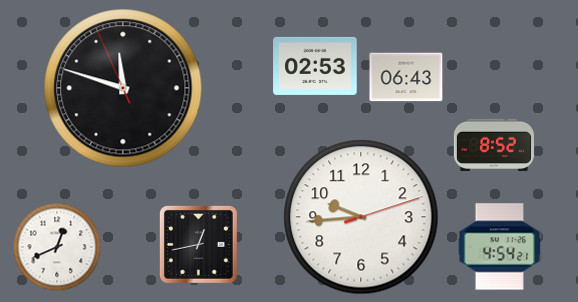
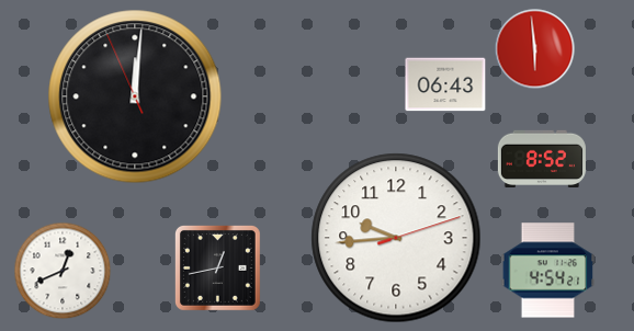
clock at (535, 49): none -> 5:59
clock at (315, 66): 02:53 -> none
clock at (123, 88): 11:47 -> 12:00
